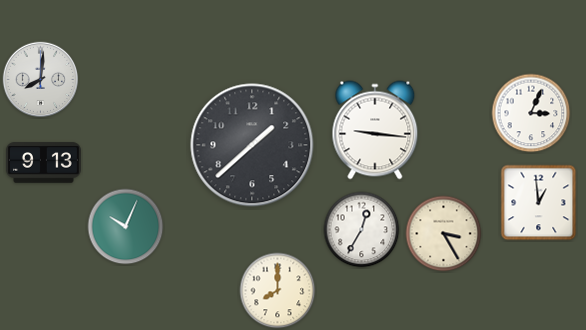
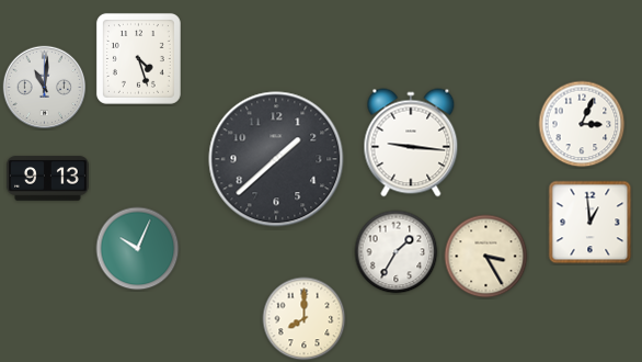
clock at (138, 58): none -> 4:27
clock at (41, 80): 8:01 -> 11:01
clock at (362, 230): 12:35 -> 1:35
